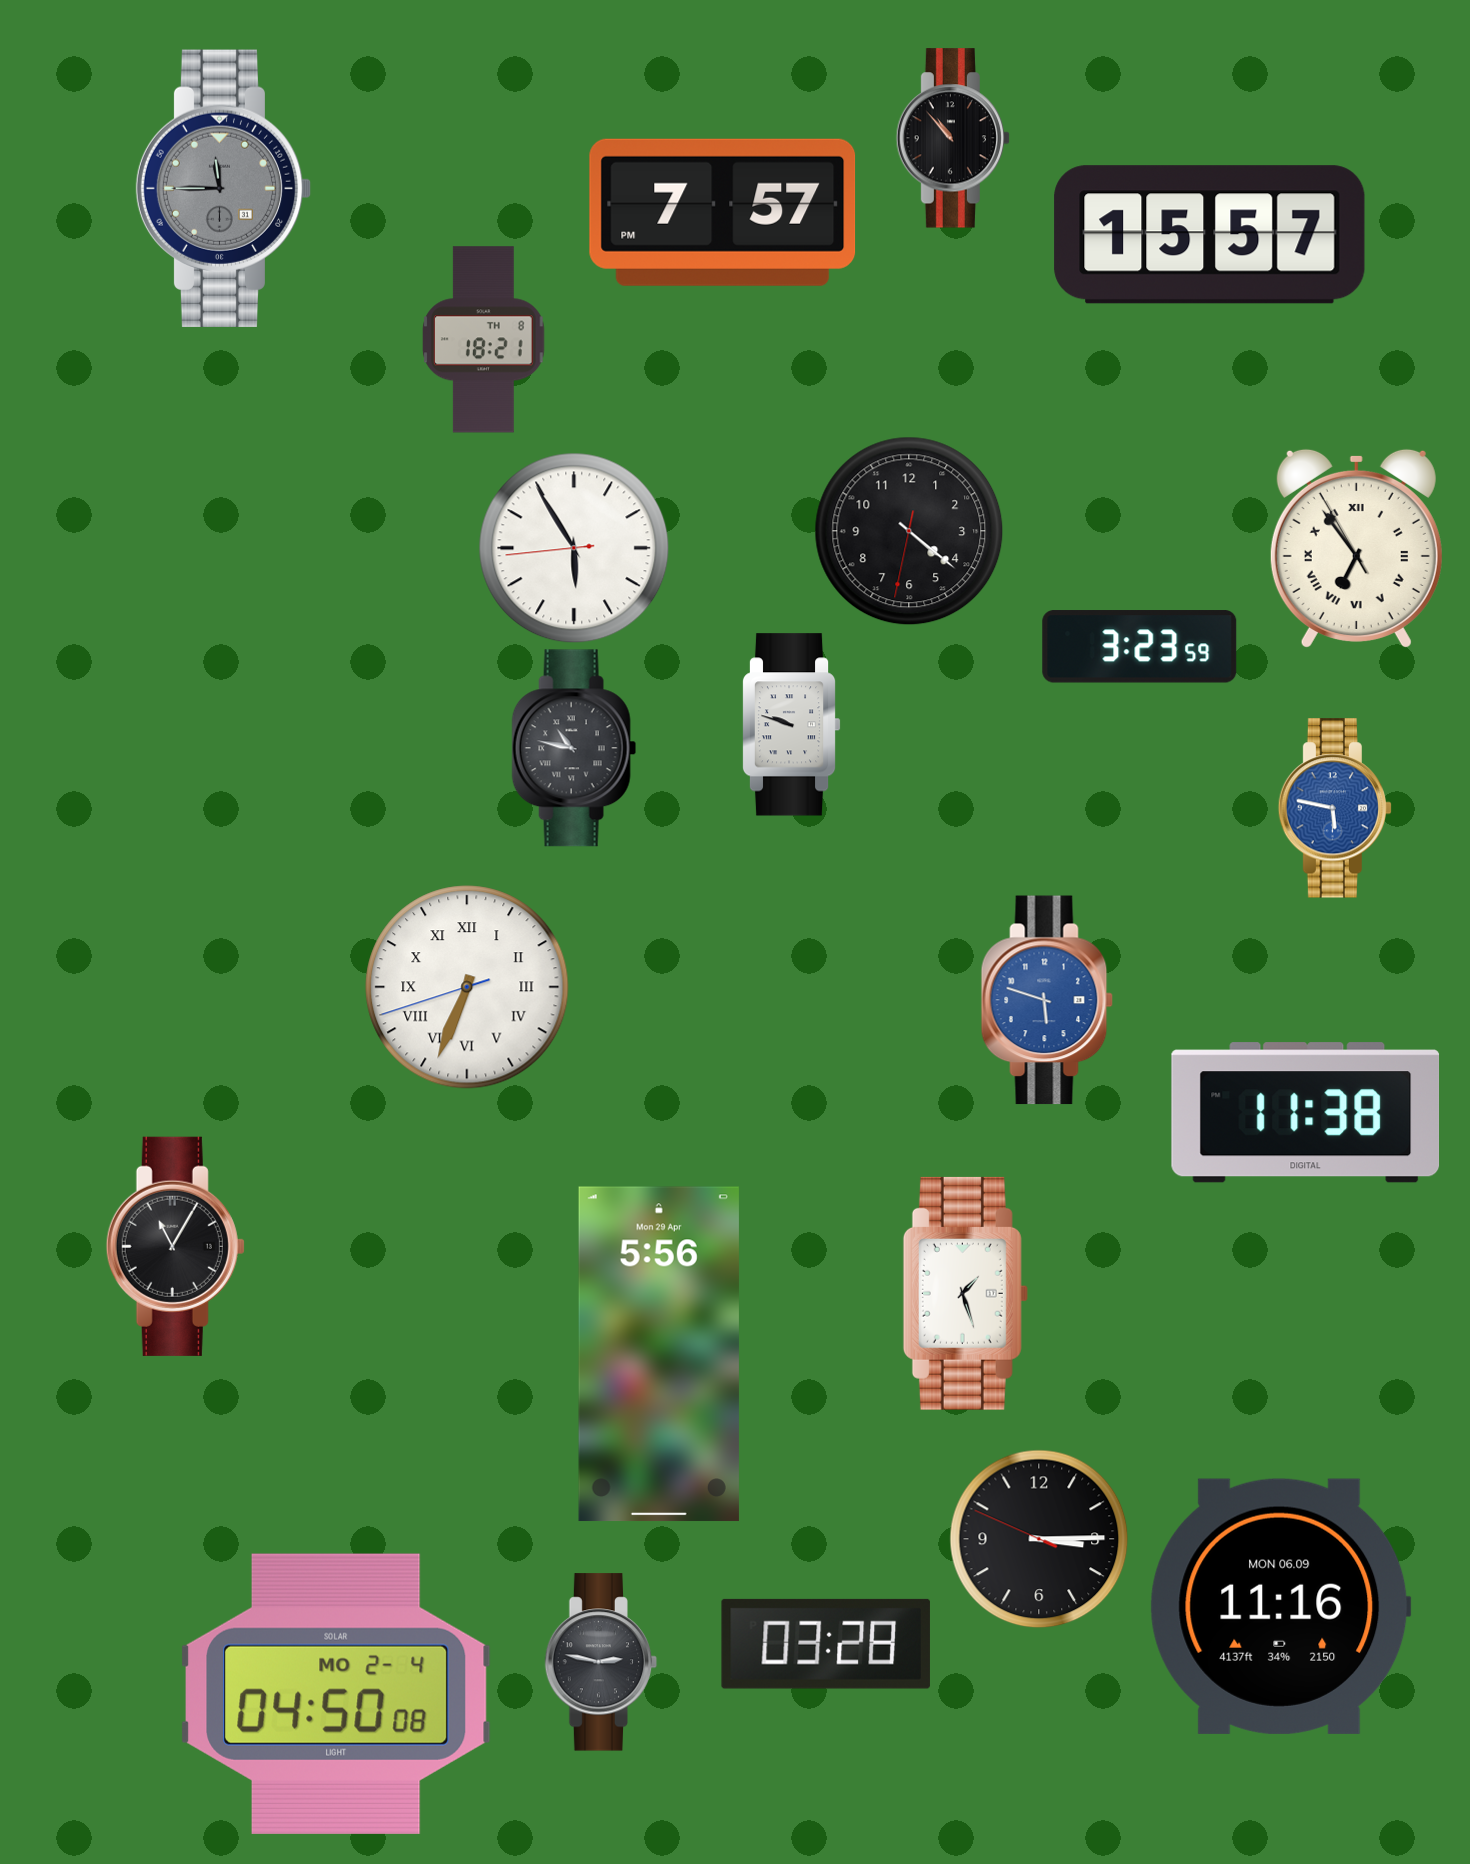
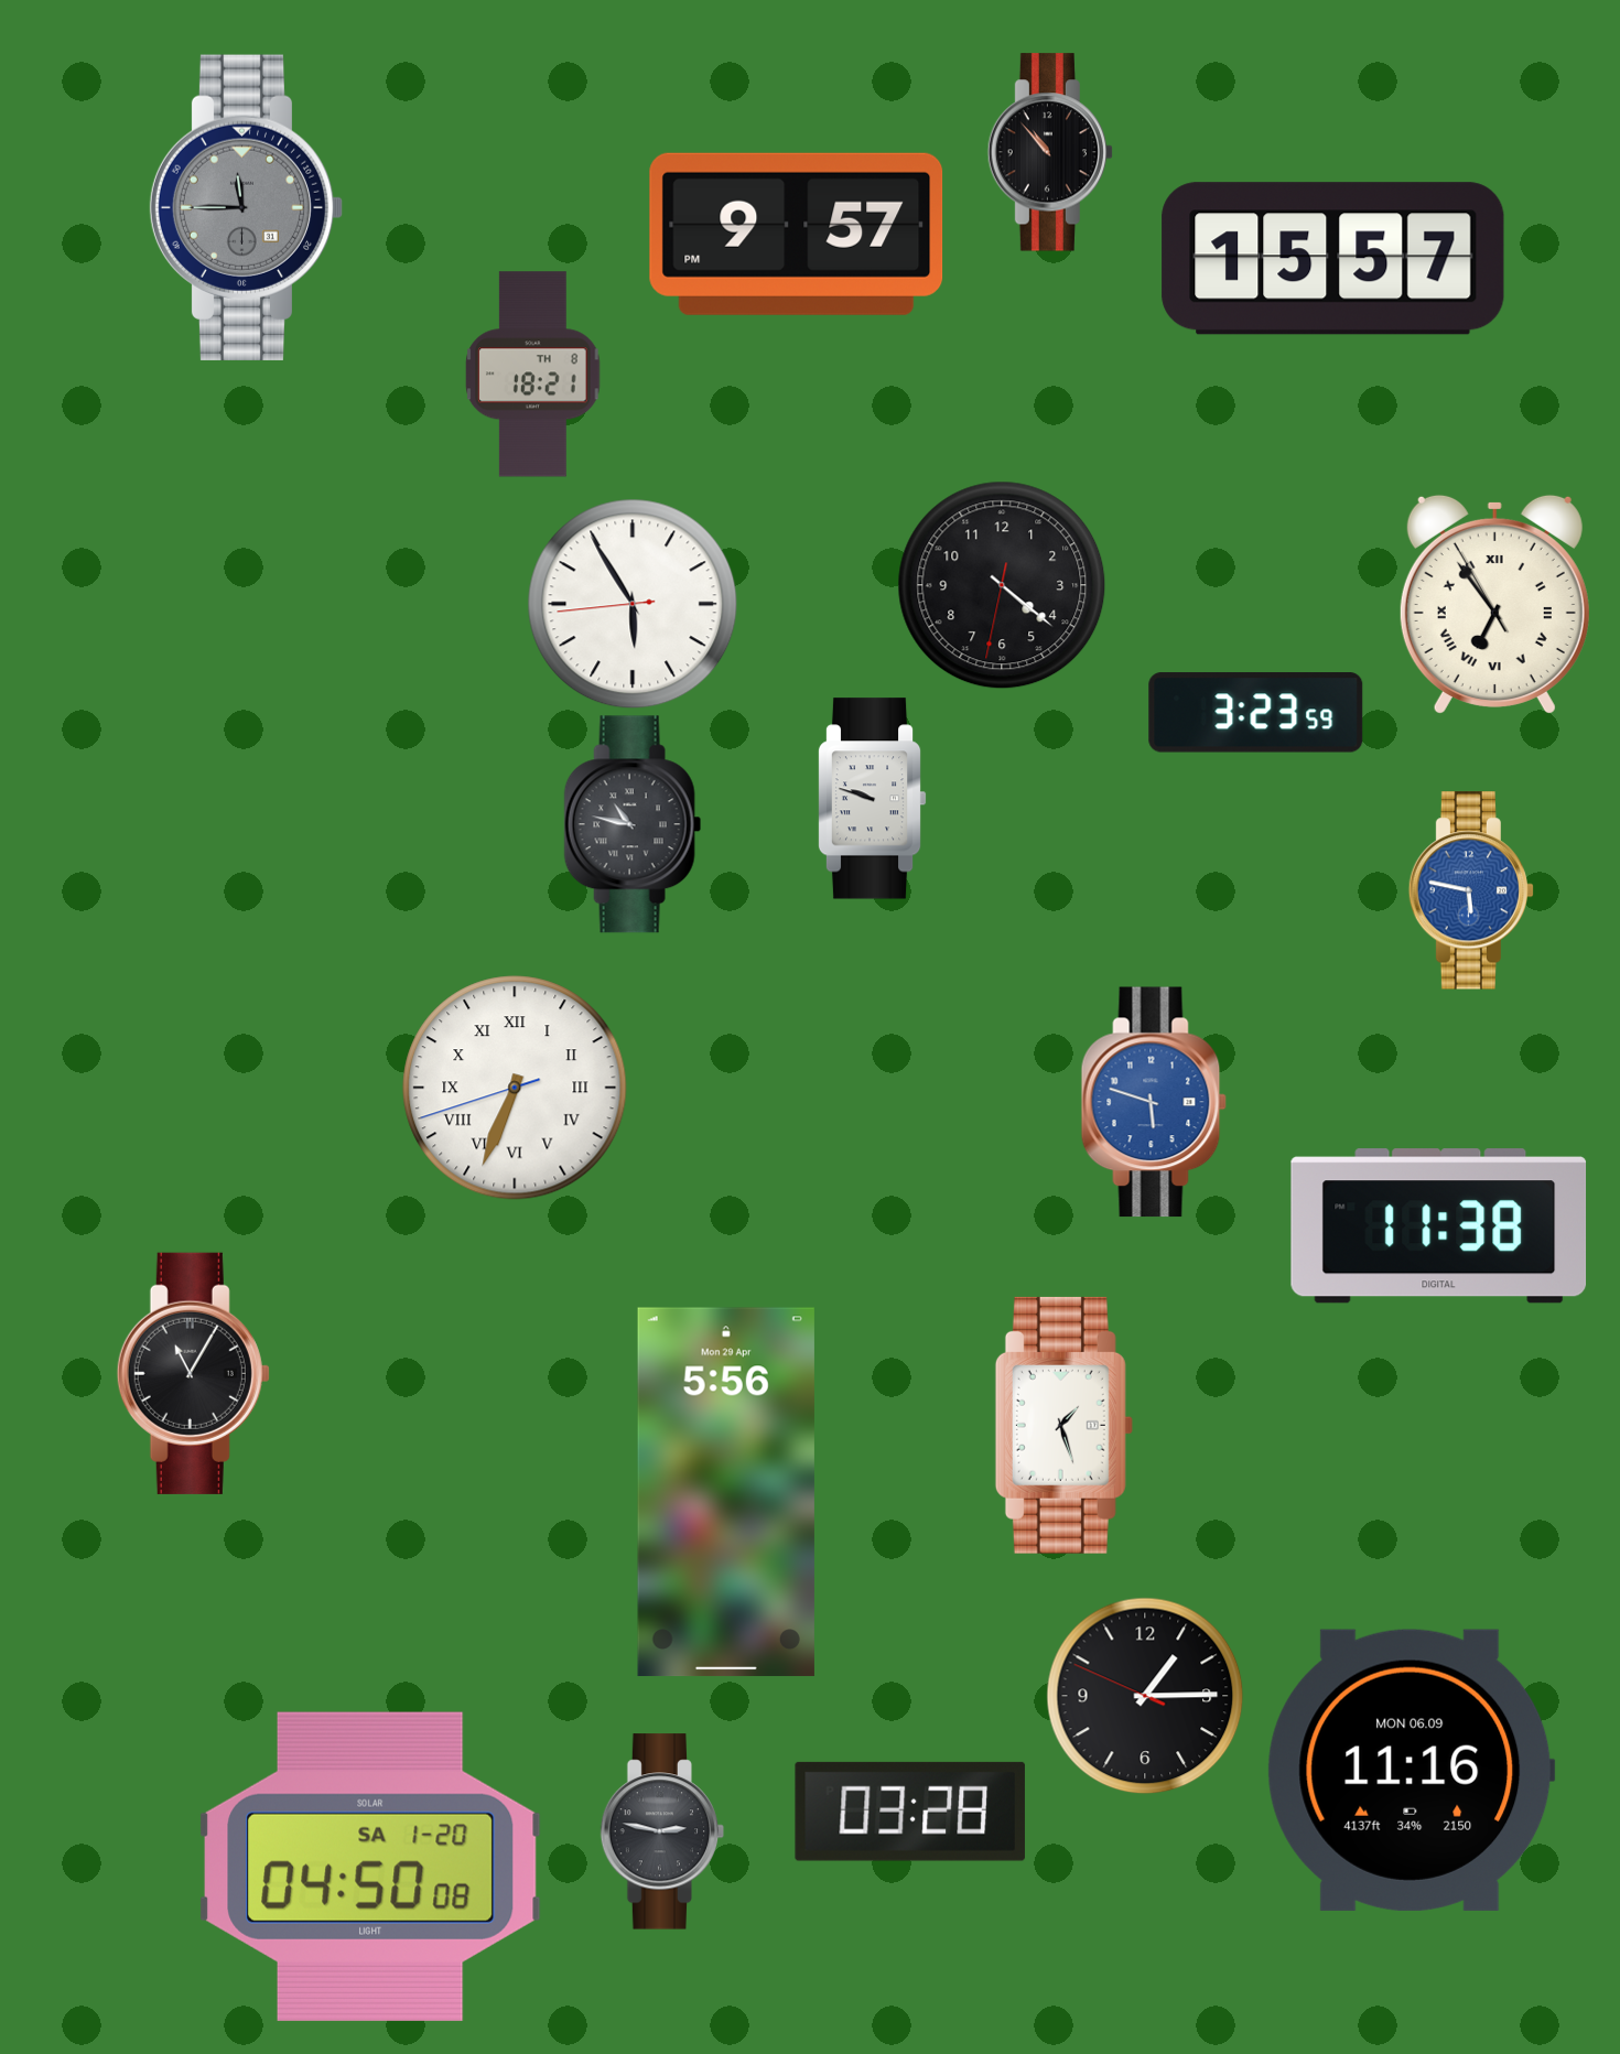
clock at (723, 212): 7:57 -> 9:57
clock at (1039, 1539): 3:14 -> 1:14
clock at (337, 1694) date: MO 2-4 -> SA 1-20
